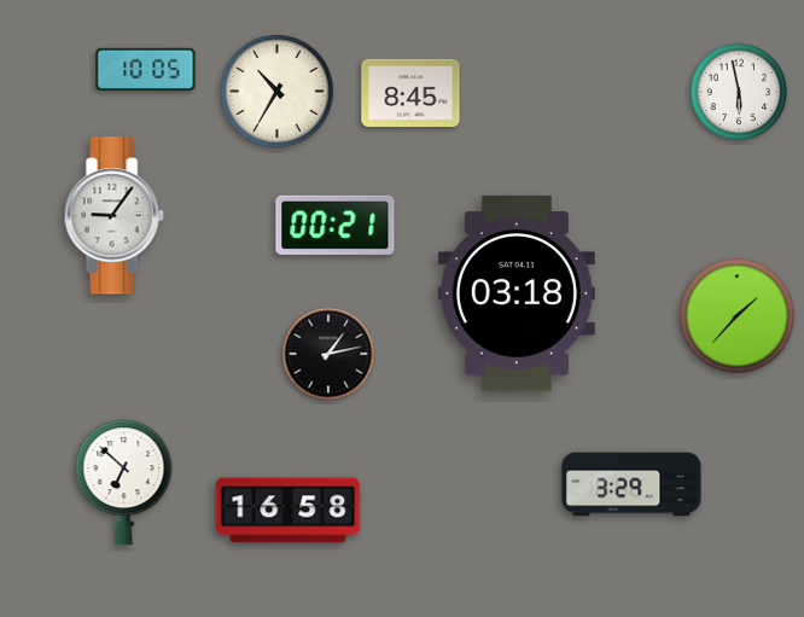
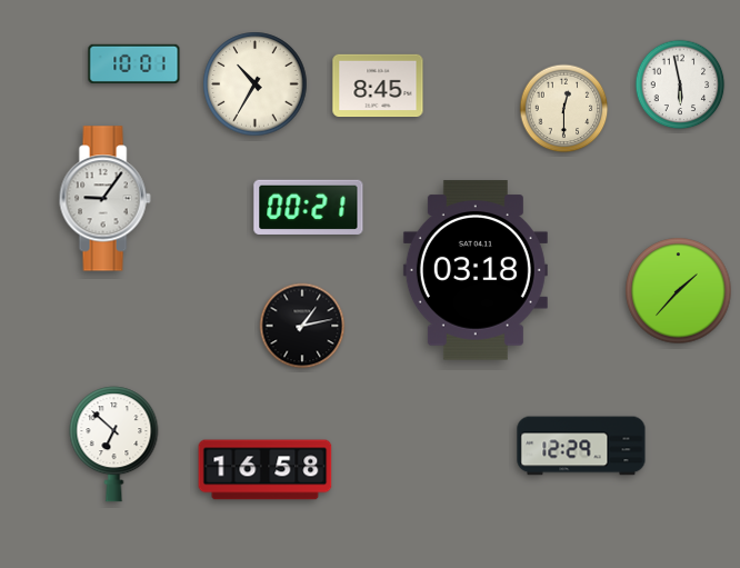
clock at (146, 69): 10:05 -> 10:01
clock at (564, 109): none -> 12:30
clock at (631, 484): 3:29 -> 12:29
